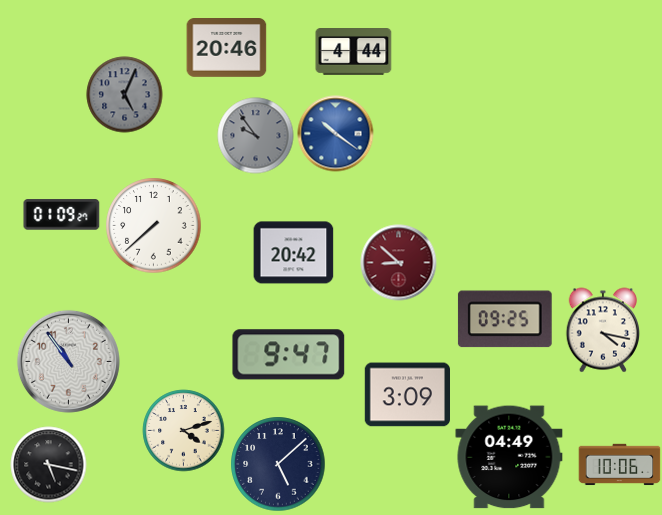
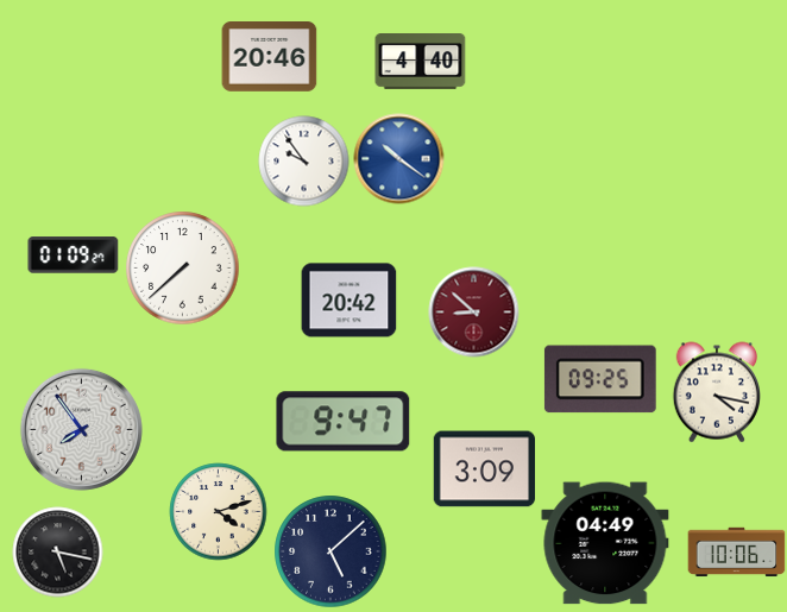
clock at (354, 52): 4:44 -> 4:40
clock at (125, 95): 5:04 -> none
clock at (256, 136) dial: grey -> white
clock at (68, 361): 10:54 -> 7:54
